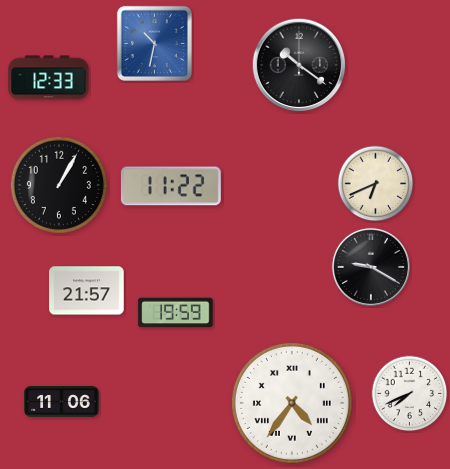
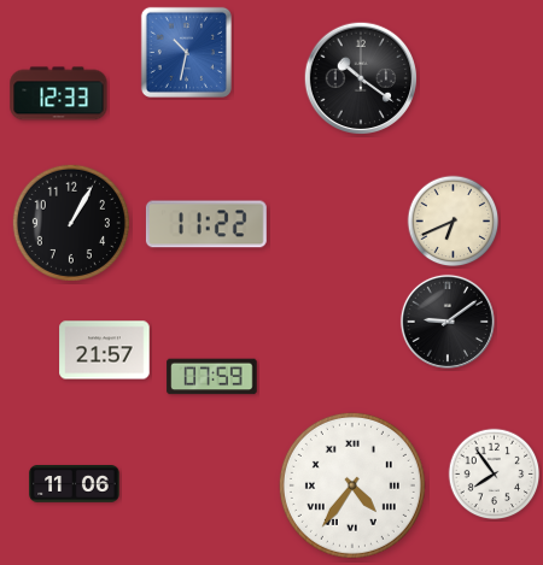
clock at (371, 267): 9:20 -> 9:09
clock at (176, 313): 19:59 -> 07:59
clock at (410, 394): 7:41 -> 7:54
